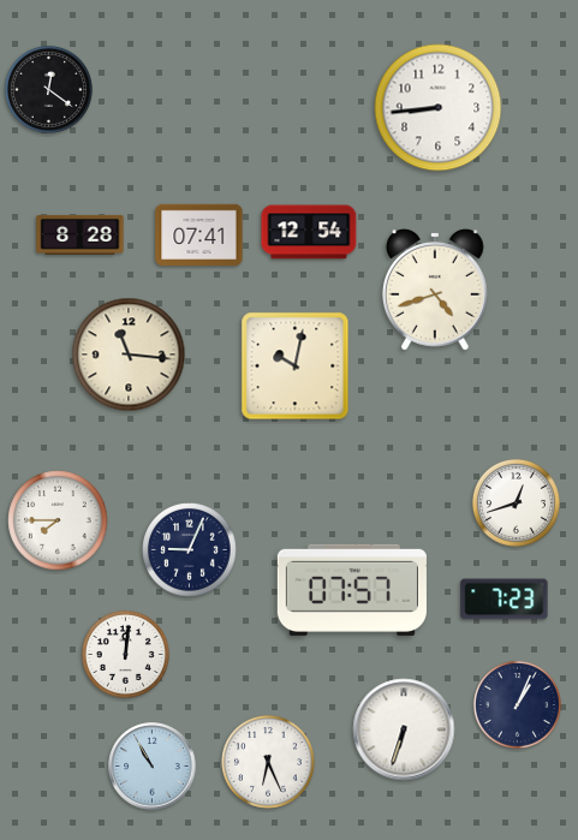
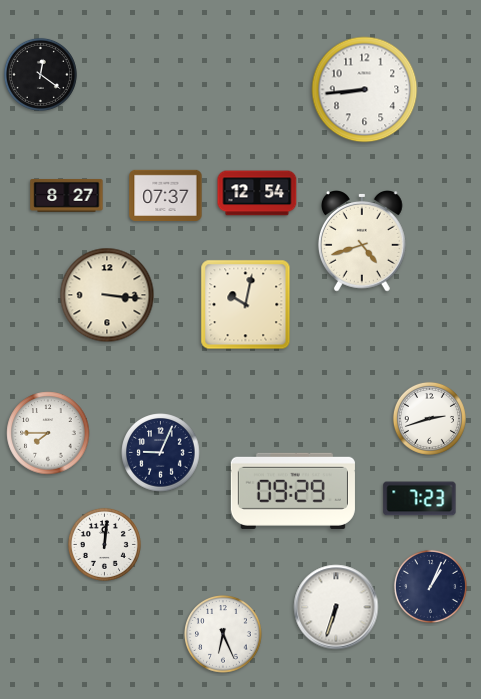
clock at (199, 234): 07:41 -> 07:37
clock at (81, 236): 8:28 -> 8:27
clock at (129, 355): 11:16 -> 3:16
clock at (516, 502): 12:42 -> 2:42
clock at (190, 550) position: (190, 550) -> (161, 453)
clock at (352, 590): 07:57 -> 09:29
clock at (153, 767): 10:55 -> none
